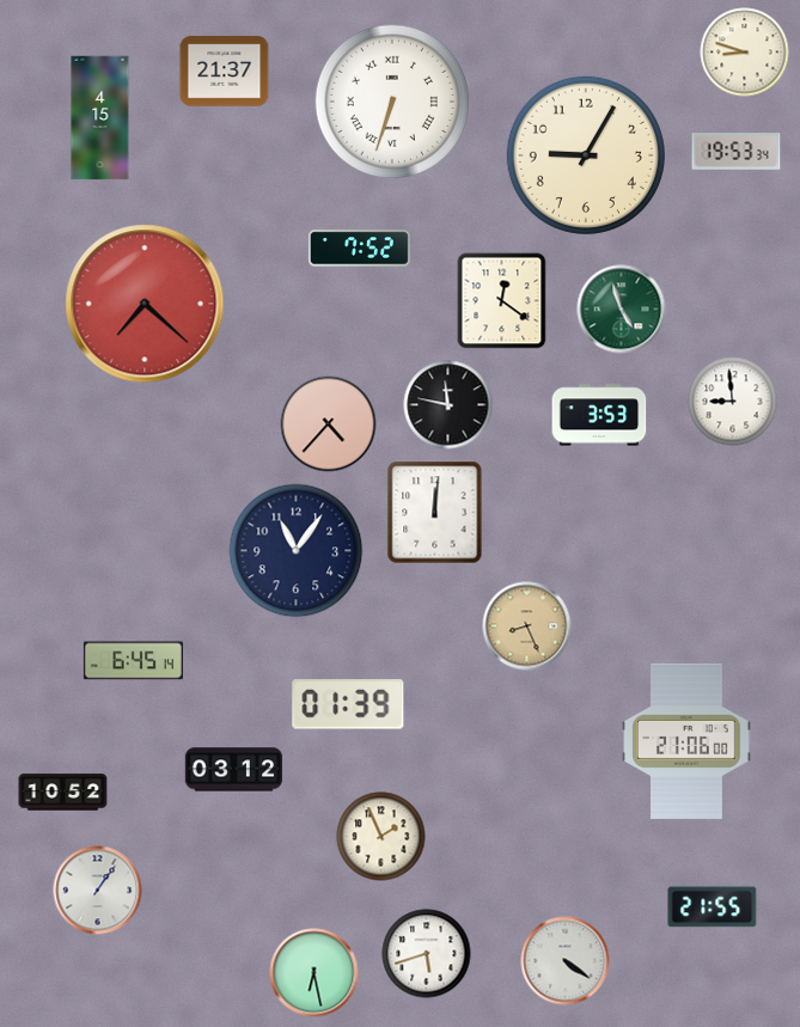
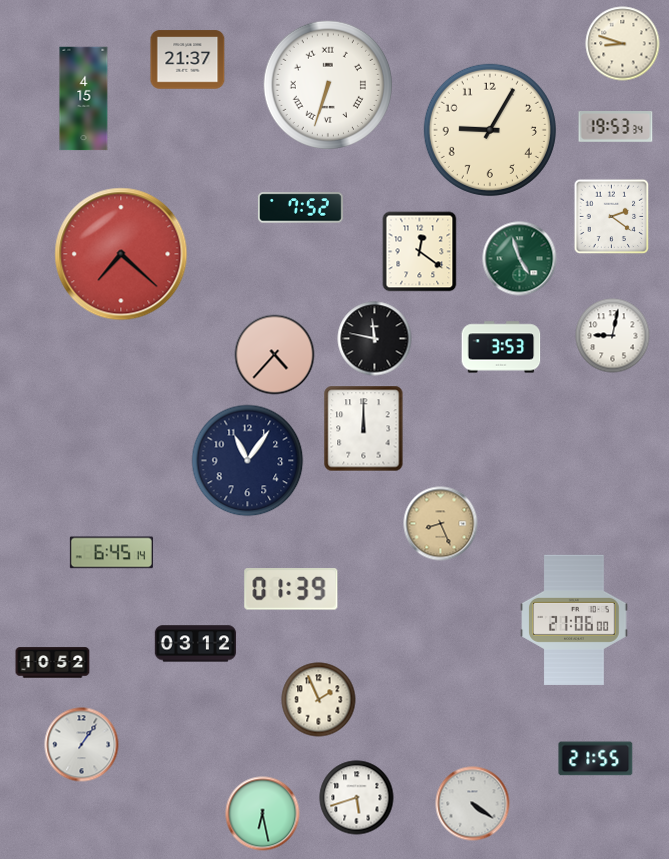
clock at (612, 217): none -> 2:21
clock at (733, 402): 8:59 -> 9:02
clock at (435, 513): 12:01 -> 12:00
